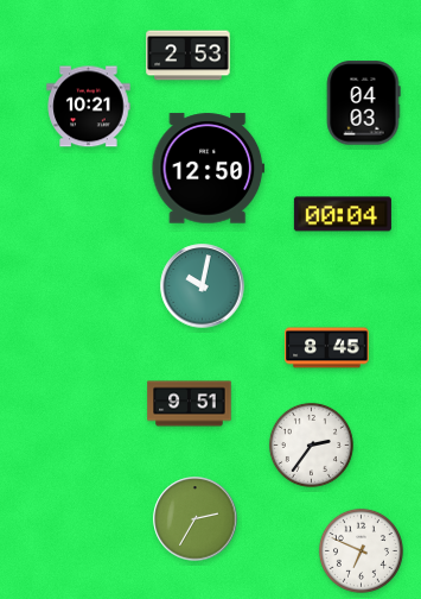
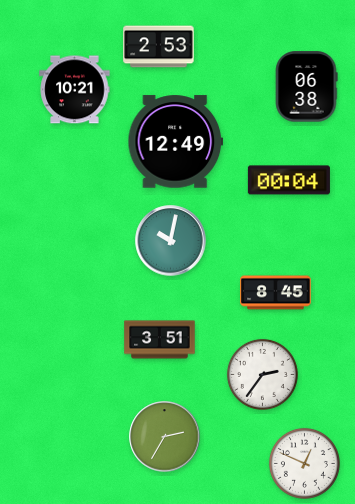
clock at (363, 103): 04:03 -> 06:38
clock at (209, 169): 12:50 -> 12:49
clock at (190, 404): 9:51 -> 3:51
clock at (361, 550): 6:49 -> 12:49
